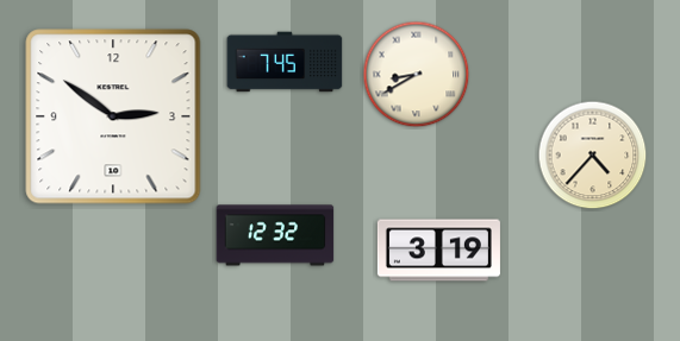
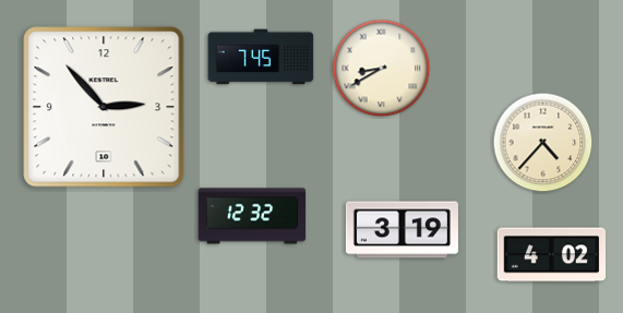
clock at (113, 116): 2:51 -> 2:53
clock at (552, 255): none -> 4:02
